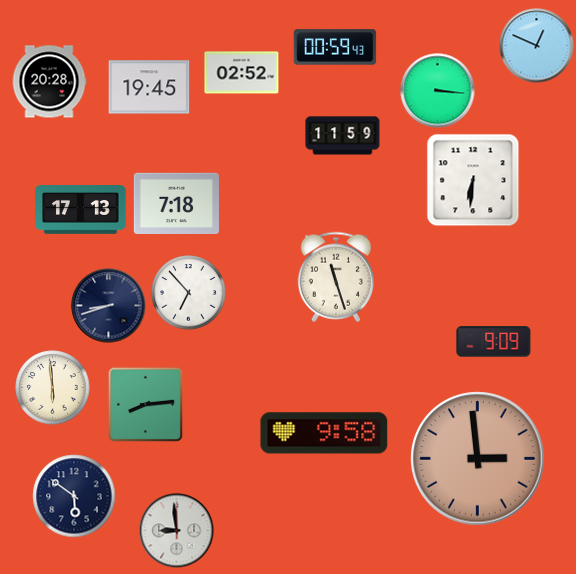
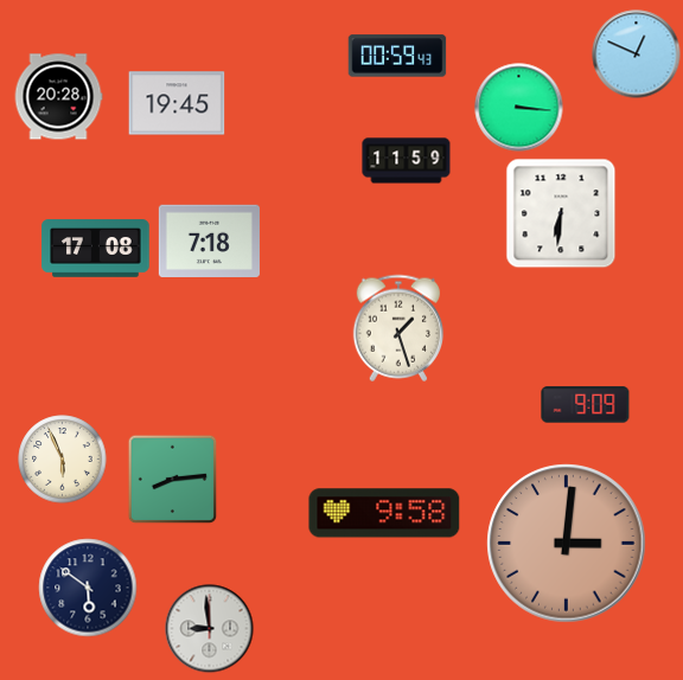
clock at (242, 73): 02:52 -> none
clock at (81, 210): 17:13 -> 17:08
clock at (335, 277): 11:27 -> 1:27
clock at (189, 293): 6:53 -> none
clock at (109, 306): 8:42 -> none
clock at (53, 388): 5:59 -> 5:56
clock at (478, 459): 2:59 -> 3:01
